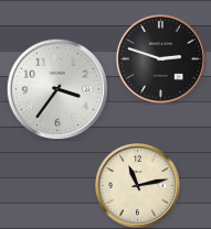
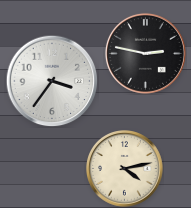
clock at (160, 58): 2:48 -> 2:47
clock at (138, 186): 11:13 -> 4:13
